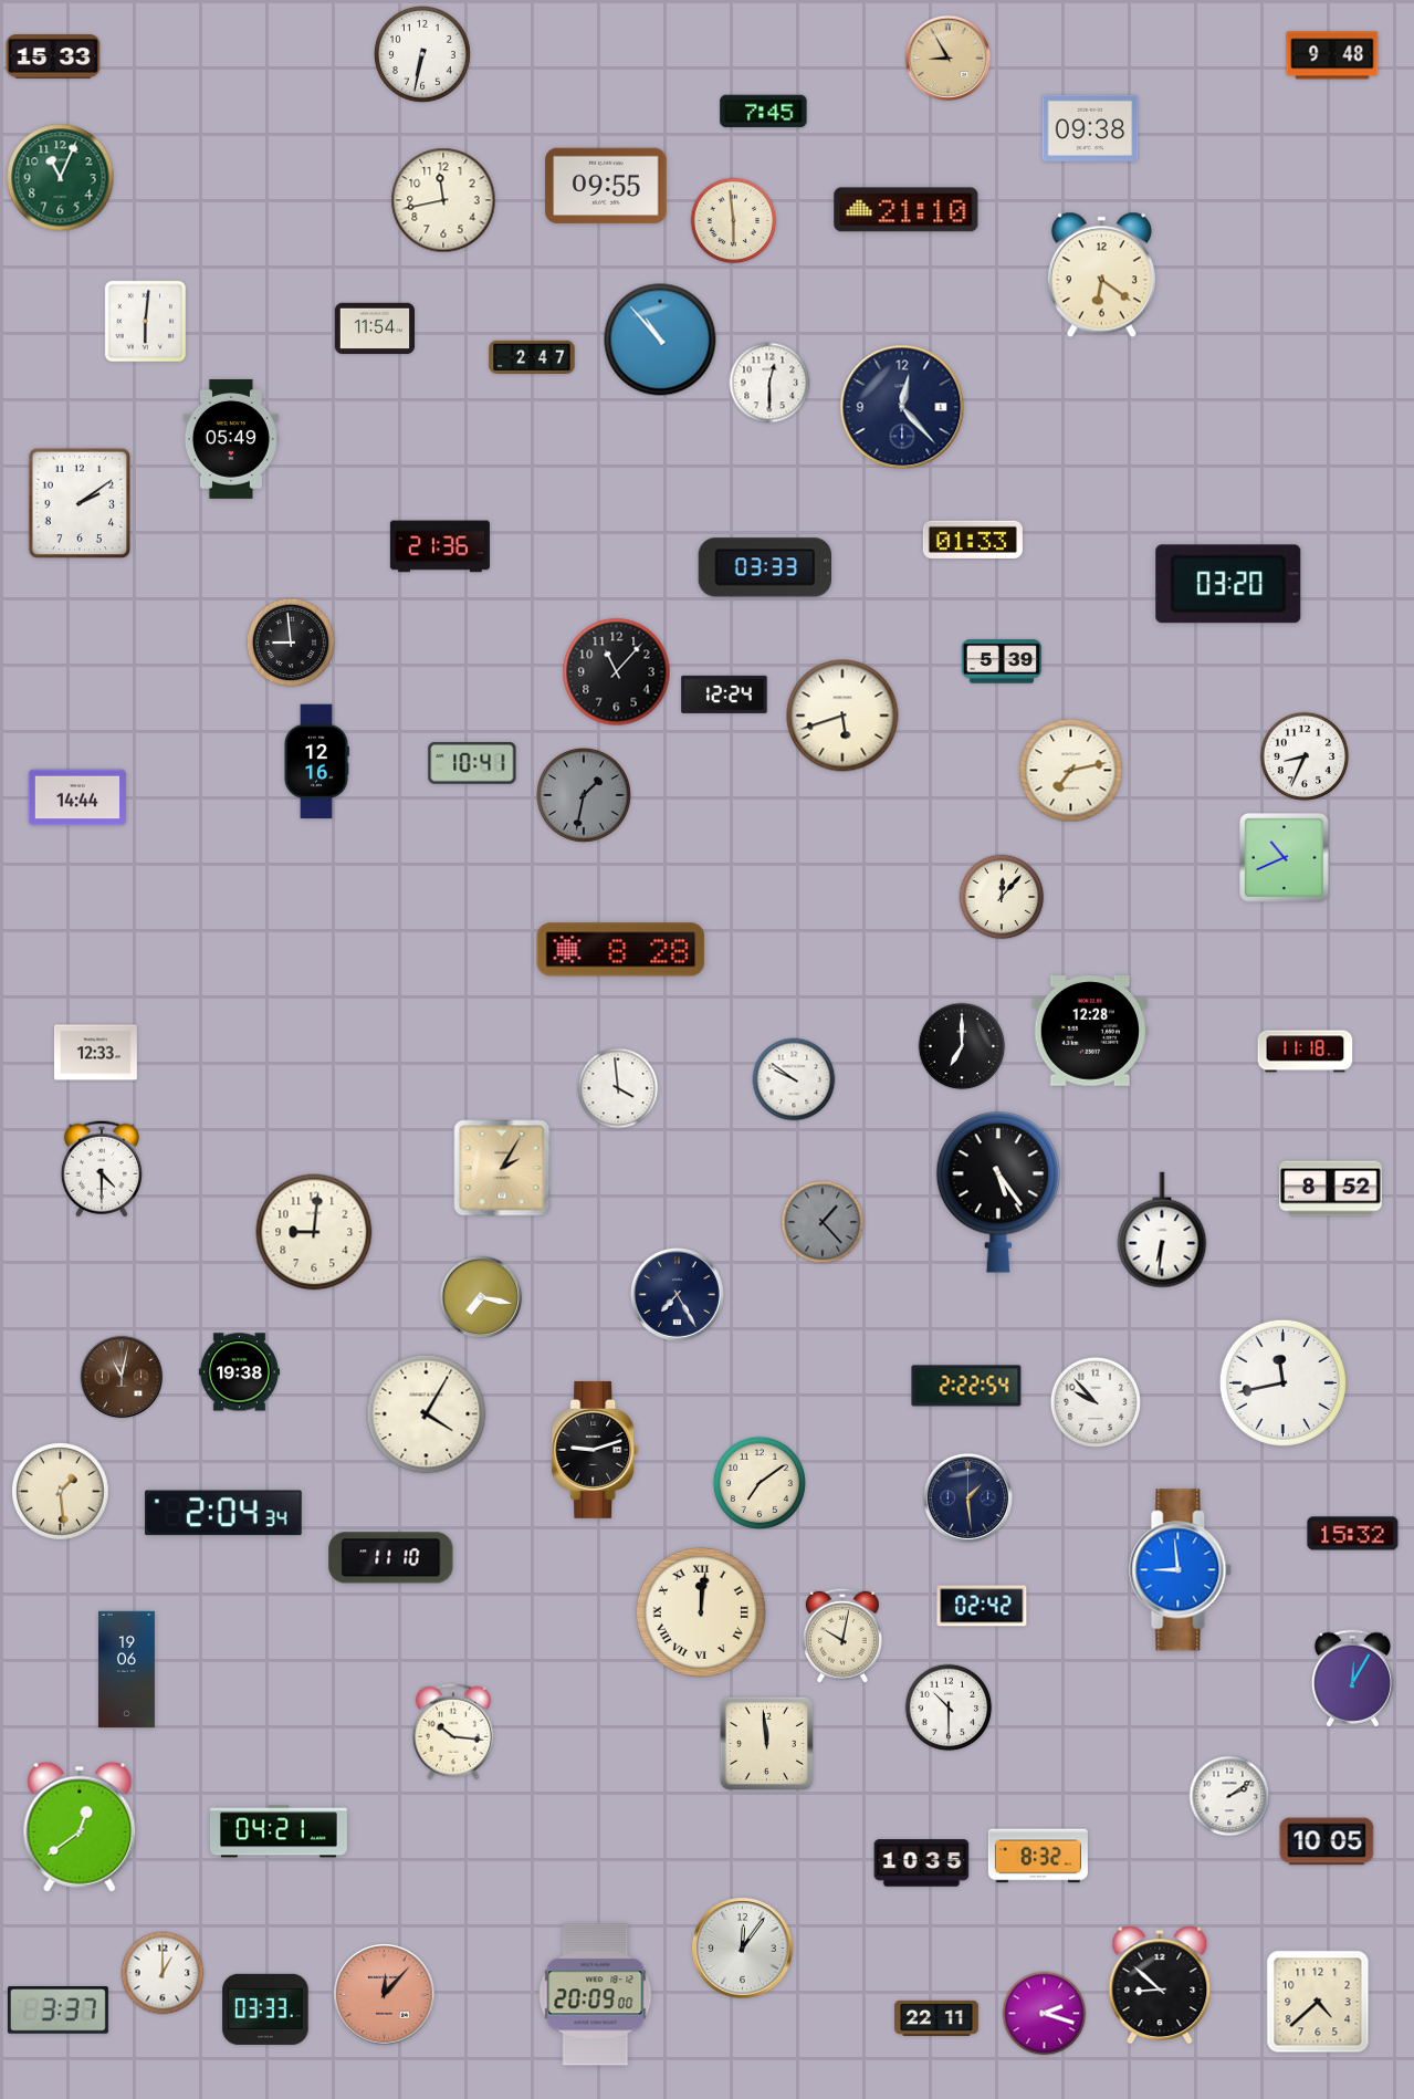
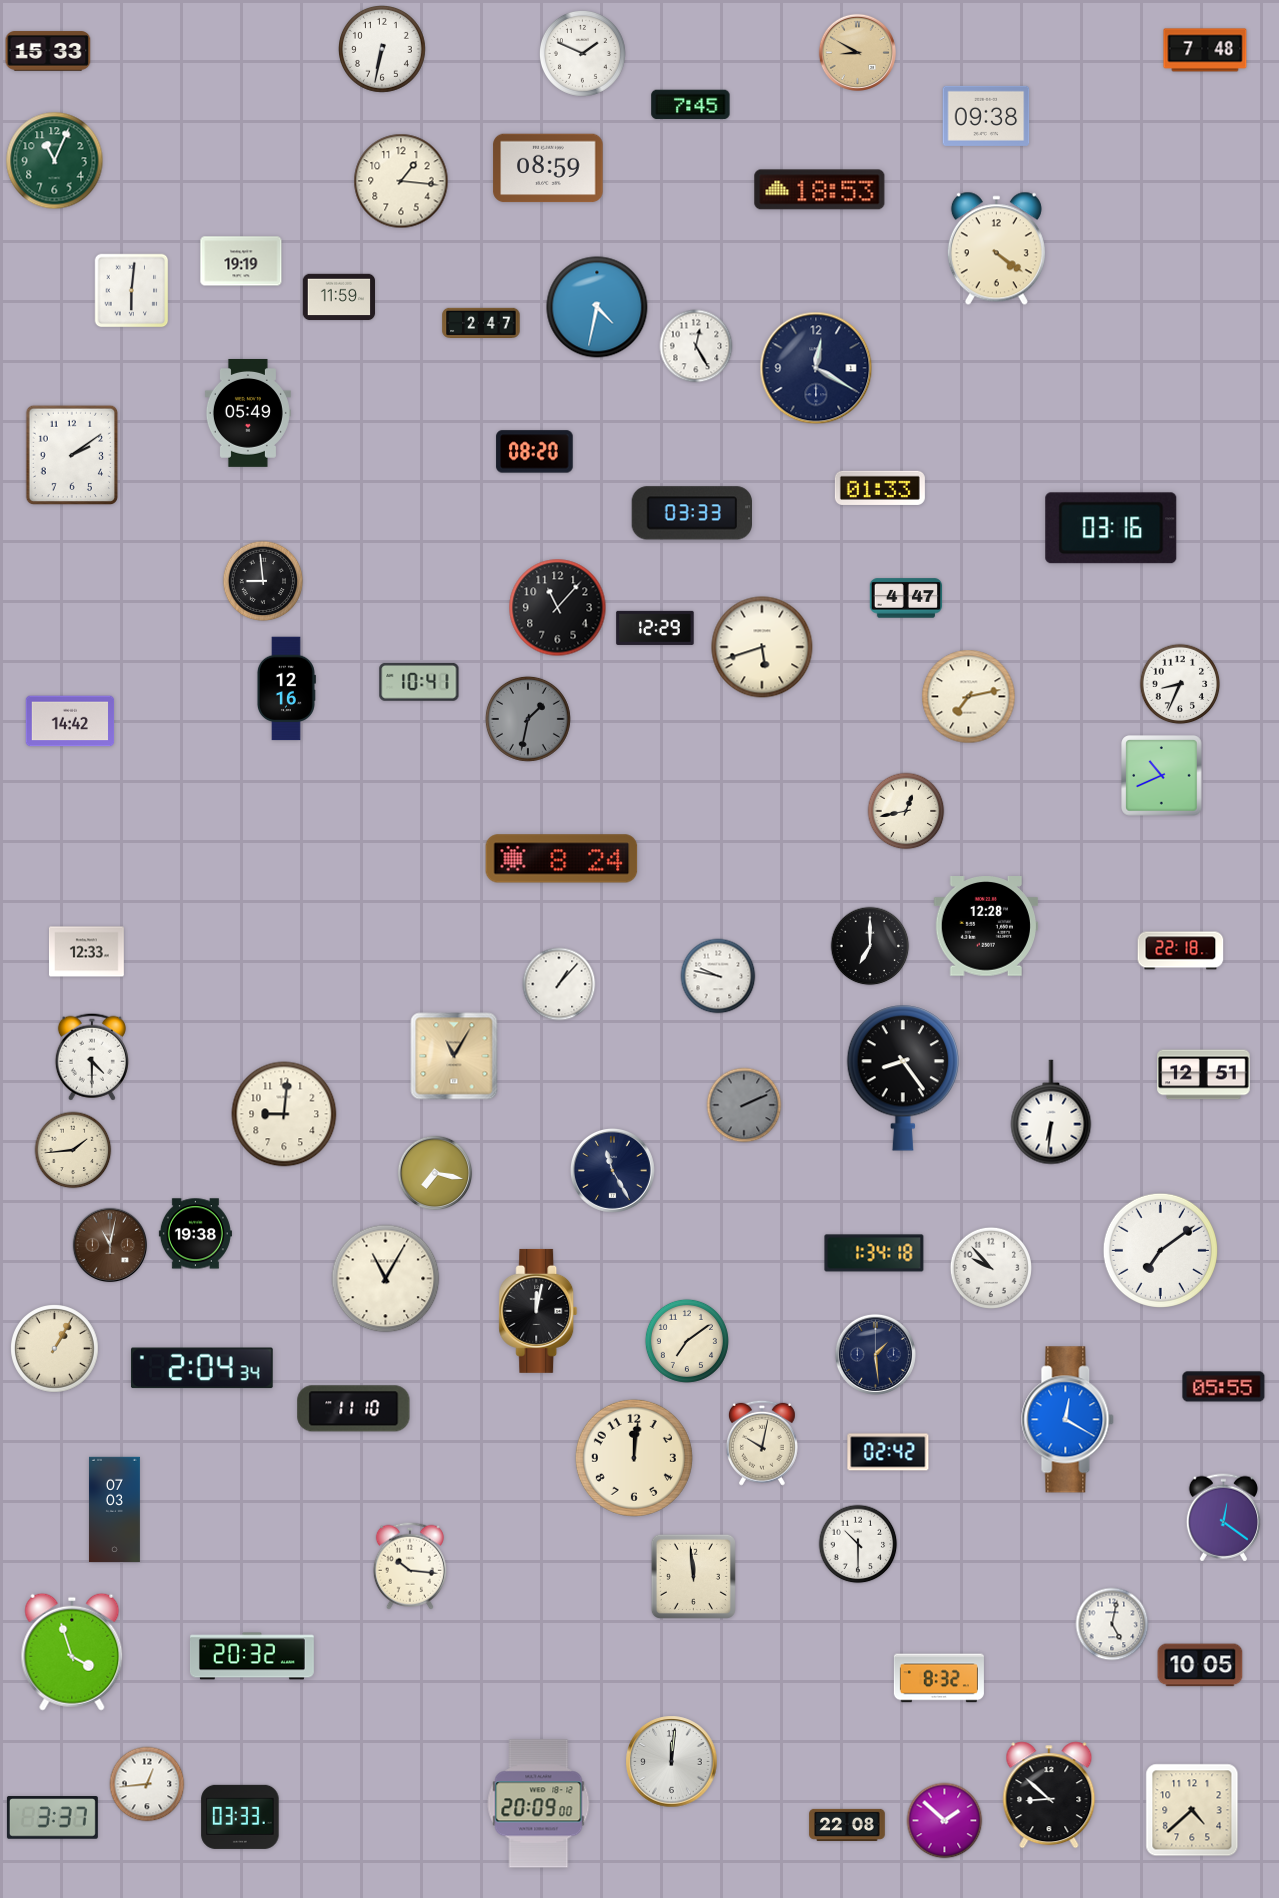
clock at (1332, 55): 9:48 -> 7:48
clock at (947, 58): 8:55 -> 8:50
clock at (582, 53): none -> 1:49
clock at (764, 112) position: (764, 112) -> (691, 105)
clock at (606, 186): 09:55 -> 08:59
clock at (443, 200): 11:43 -> 1:16
clock at (907, 210): 21:10 -> 18:53
clock at (734, 221): 5:59 -> none
clock at (1101, 275): 6:21 -> 4:21
clock at (241, 261): none -> 19:19
clock at (374, 328): 11:54 -> 11:59
clock at (660, 340): 10:53 -> 4:32
clock at (769, 383): 12:30 -> 12:25
clock at (902, 407): 12:23 -> 12:20
clock at (231, 439) position: (231, 439) -> (248, 413)
clock at (535, 452): none -> 08:20
clock at (440, 546): 21:36 -> none
clock at (1228, 584): 03:20 -> 03:16
clock at (1002, 661): 5:39 -> 4:47
clock at (724, 695): 12:24 -> 12:29
clock at (472, 763) position: (472, 763) -> (419, 682)
clock at (77, 797): 14:44 -> 14:42
clock at (1002, 897): 12:07 -> 12:43
clock at (621, 950): 8:28 -> 8:24
clock at (1089, 1032) position: (1089, 1032) -> (985, 927)
clock at (1306, 1052): 11:18 -> 22:18
clock at (794, 1079): 9:51 -> 9:47
clock at (618, 1088): 3:59 -> 1:07
clock at (502, 1168): 2:05 -> 11:05
clock at (1331, 1189): 8:52 -> 12:51
clock at (998, 1192): 5:24 -> 8:24
clock at (823, 1222): 1:23 -> 2:11
clock at (73, 1150): none -> 1:44
clock at (677, 1294): 7:25 -> 11:25
clock at (239, 1372) position: (239, 1372) -> (195, 1234)
clock at (1282, 1382): 11:43 -> 7:09
clock at (966, 1386): 2:22 -> 1:34
clock at (427, 1414): 4:05 -> 11:05
clock at (595, 1450): 9:12 -> 12:02
clock at (61, 1492): 1:29 -> 1:05
clock at (1353, 1534): 15:32 -> 05:55
clock at (1181, 1570): 8:59 -> 12:20
clock at (701, 1612) numerals: Roman -> Arabic
clock at (842, 1636) position: (842, 1636) -> (762, 1443)
clock at (126, 1669): 19:06 -> 07:03
clock at (1352, 1679): 12:05 -> 12:21
clock at (1229, 1796): 2:09 -> 5:02
clock at (80, 1827): 12:39 -> 3:57
clock at (279, 1831): 04:21 -> 20:32
clock at (922, 1863): 10:35 -> none
clock at (743, 1949): 12:06 -> 12:01
clock at (163, 1973): 1:00 -> 12:44
clock at (385, 1995): 12:07 -> none
clock at (1045, 2014): 2:18 -> 1:52
clock at (936, 2018): 22:11 -> 22:08
